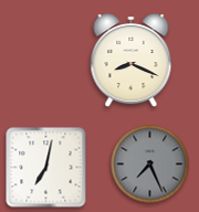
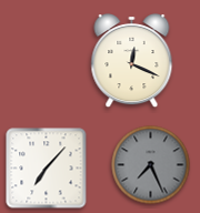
clock at (132, 61): 8:19 -> 12:19
clock at (46, 168): 7:02 -> 7:07
